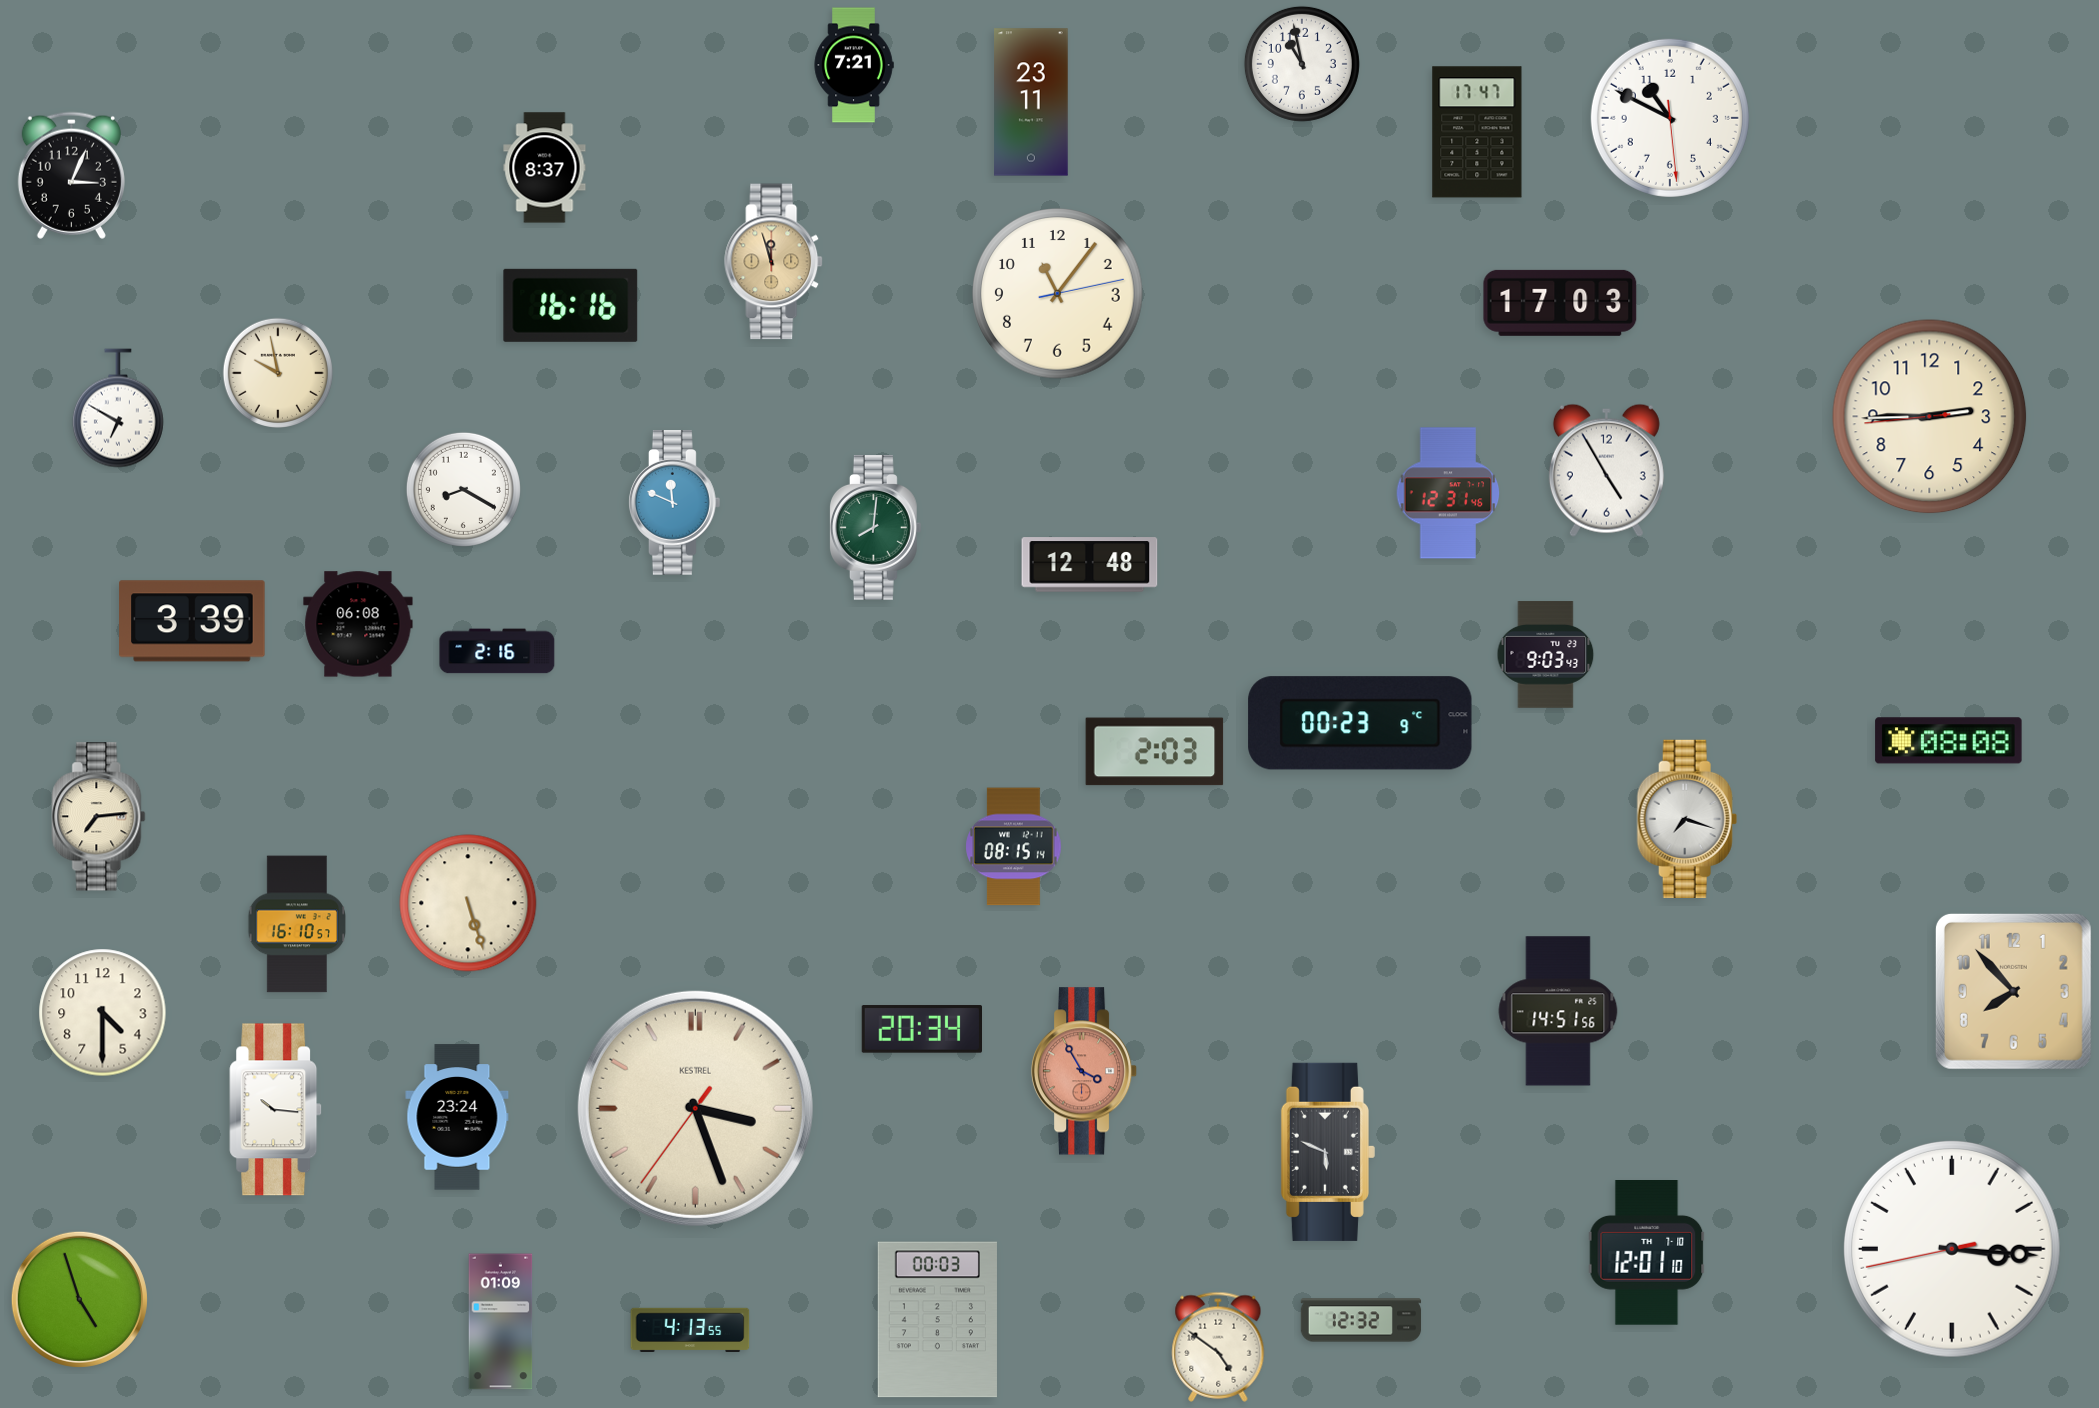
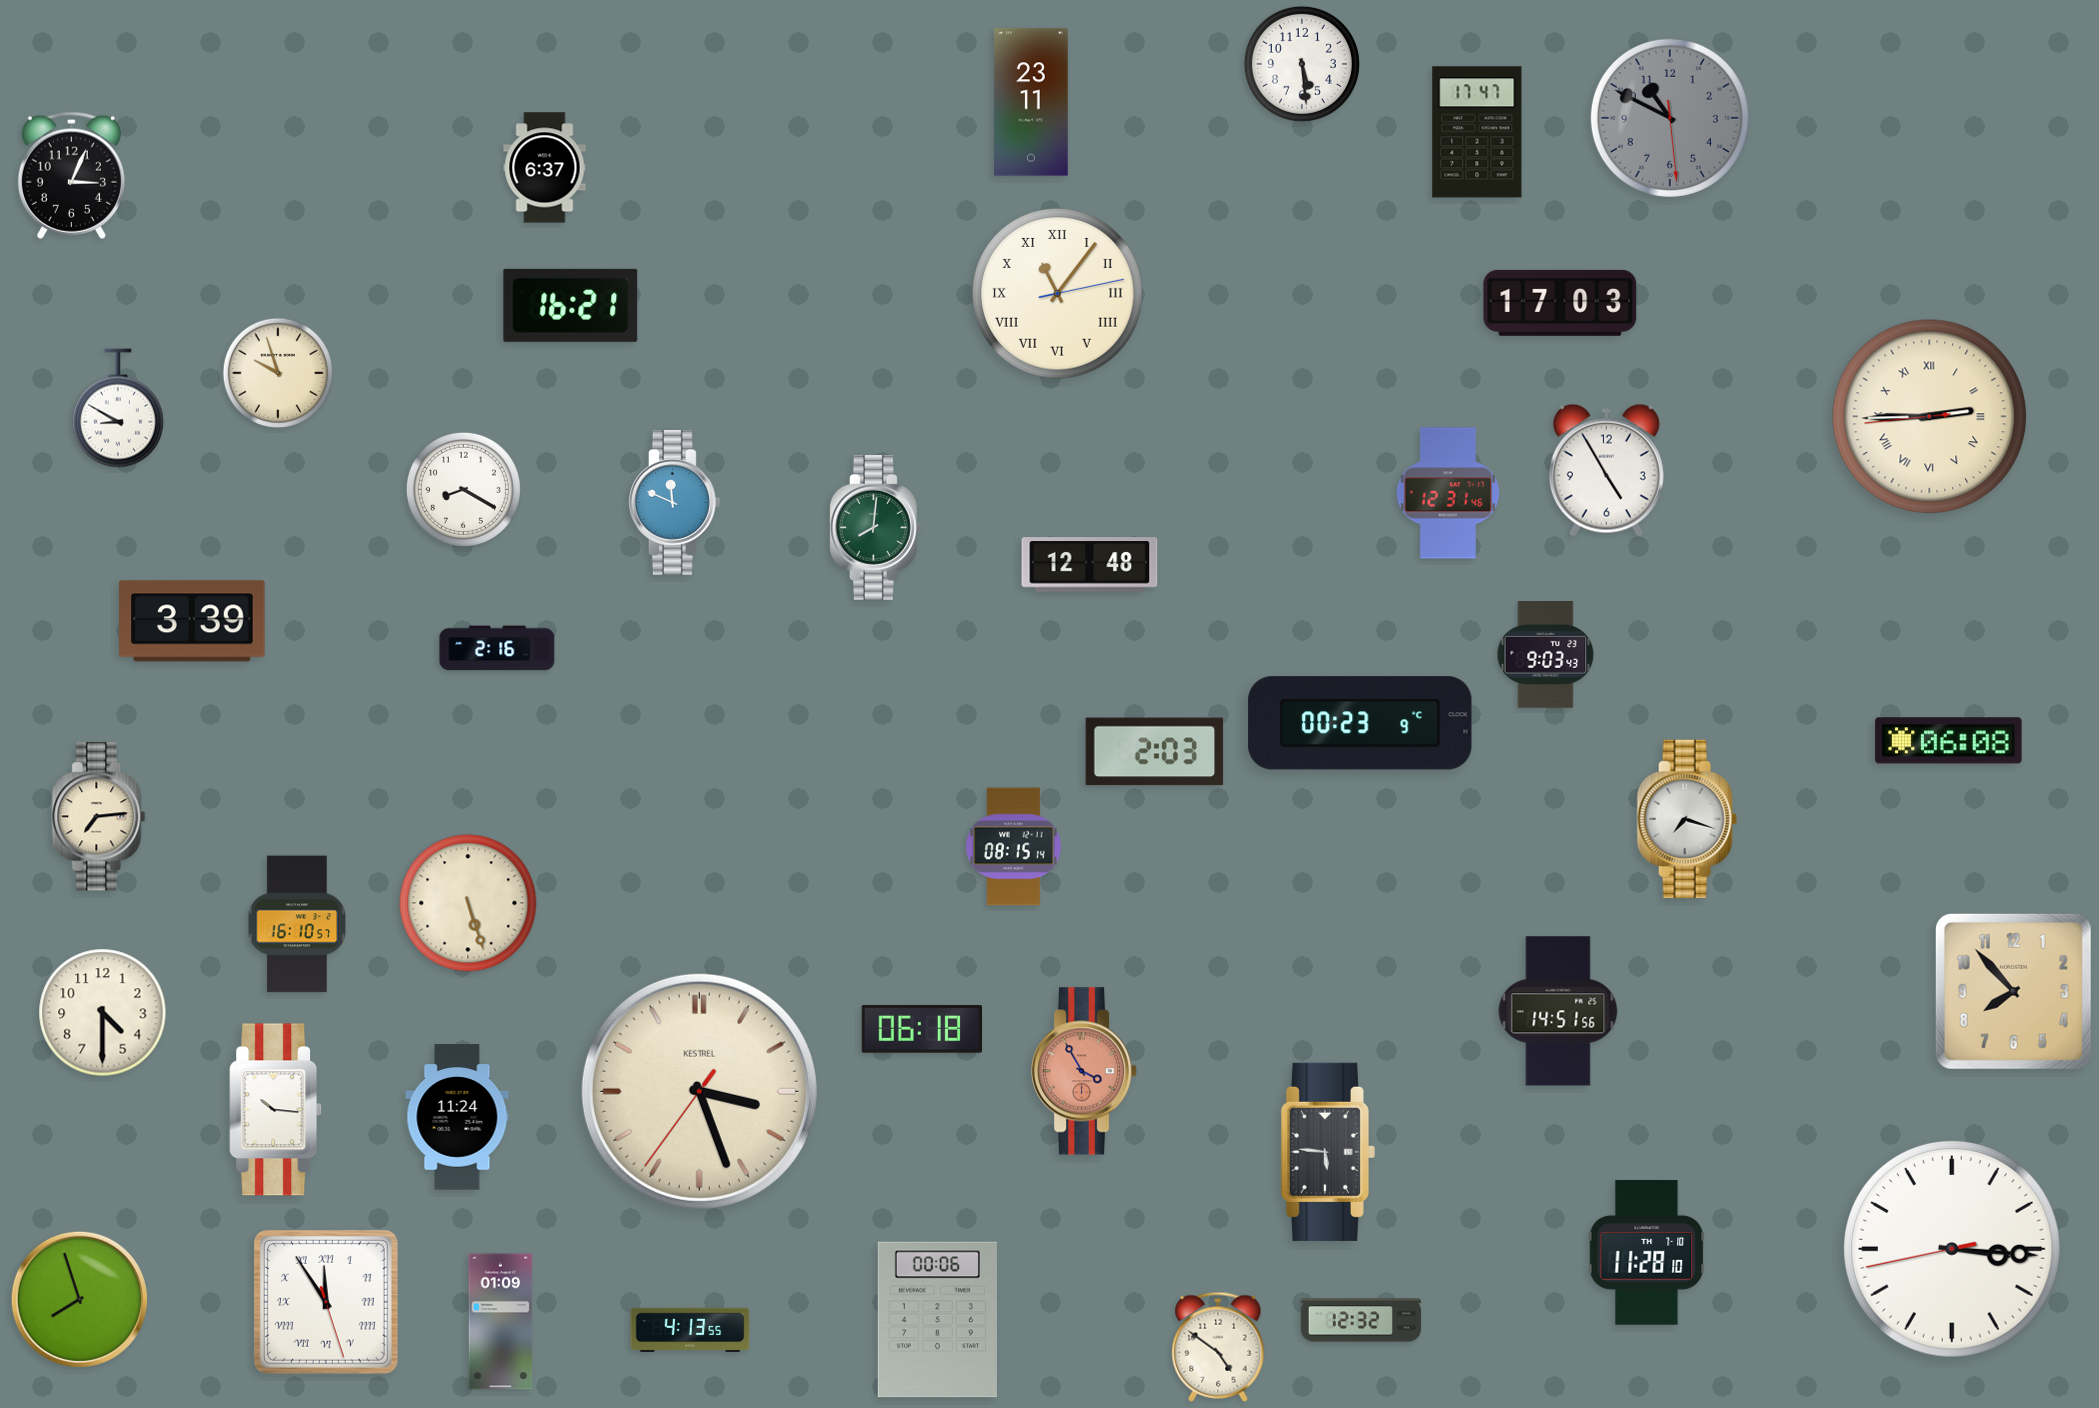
clock at (1302, 64): 10:58 -> 5:29
clock at (854, 65): 7:21 -> none
clock at (1670, 118) dial: white -> grey
clock at (545, 168): 8:37 -> 6:37
clock at (774, 262): 11:57 -> none
clock at (1058, 294) numerals: Arabic -> Roman
clock at (571, 305): 16:16 -> 16:21
clock at (277, 372): 9:58 -> 9:57
clock at (118, 408): 6:50 -> 8:50
clock at (1930, 417) numerals: Arabic -> Roman
clock at (358, 624): 06:08 -> none
clock at (497, 651) position: (497, 651) -> (497, 648)
clock at (1949, 741): 08:08 -> 06:08
clock at (921, 1029): 20:34 -> 06:18
clock at (695, 1108) position: (695, 1108) -> (699, 1091)
clock at (457, 1117): 23:24 -> 11:24
clock at (1328, 1152): 5:49 -> 5:46
clock at (1647, 1253): 12:01 -> 11:28
clock at (79, 1299): 4:57 -> 7:57
clock at (326, 1302): none -> 11:54
clock at (937, 1320): 00:03 -> 00:06
